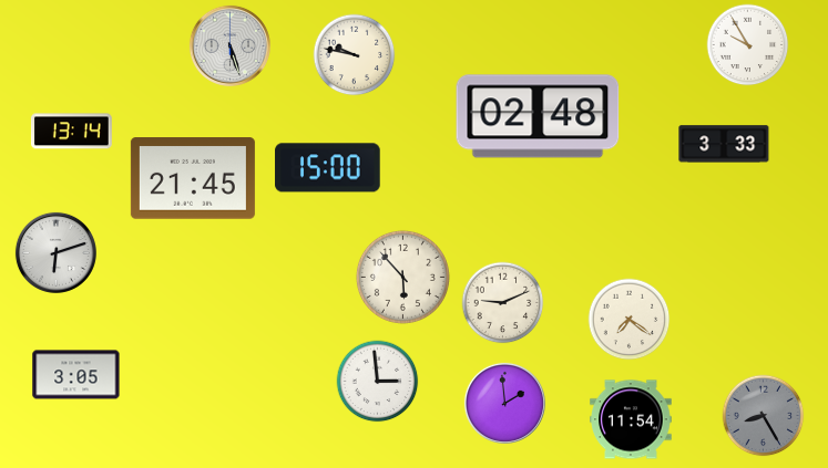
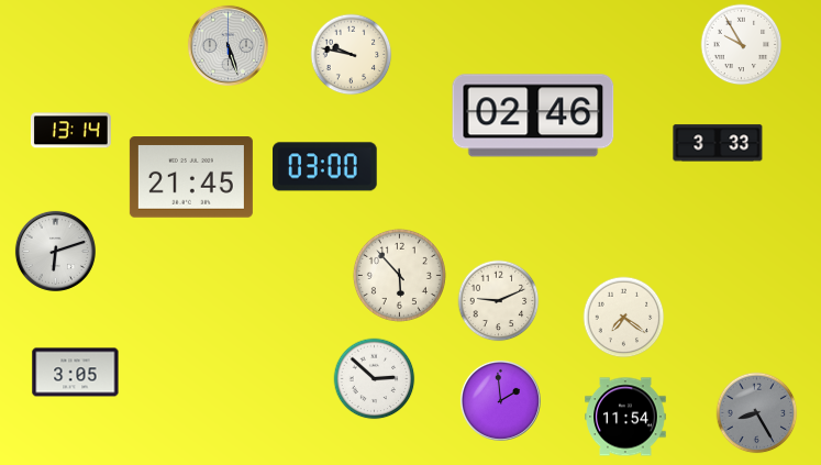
clock at (538, 116): 02:48 -> 02:46
clock at (328, 168): 15:00 -> 03:00
clock at (378, 382): 2:59 -> 2:52
